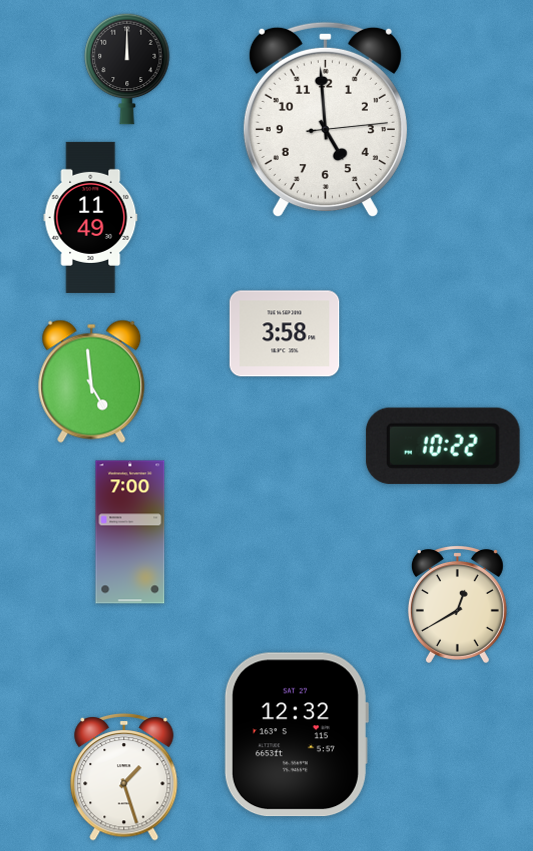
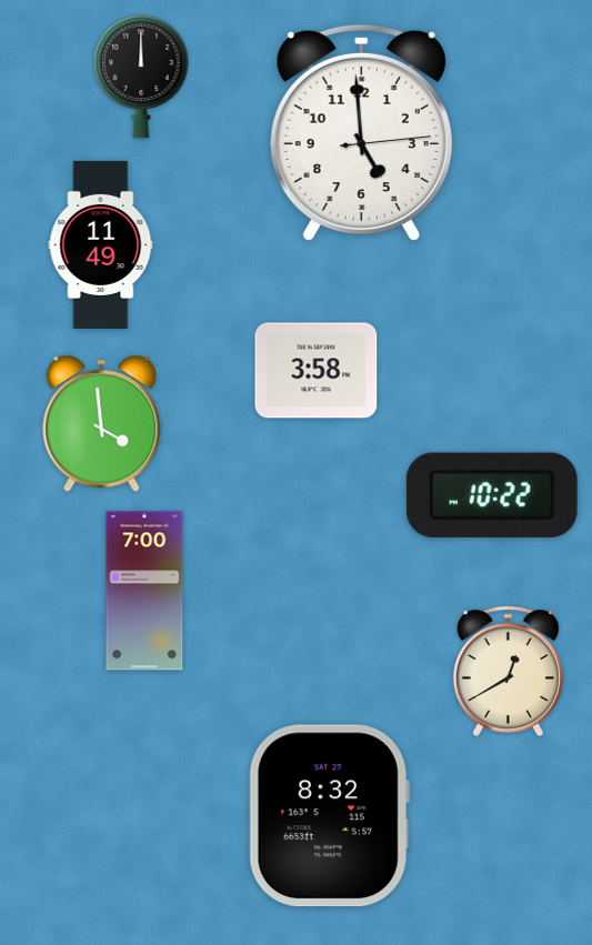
clock at (91, 217) position: (91, 217) -> (101, 244)
clock at (92, 381): 4:59 -> 3:59
clock at (296, 735): 12:32 -> 8:32
clock at (124, 778): 1:27 -> none
